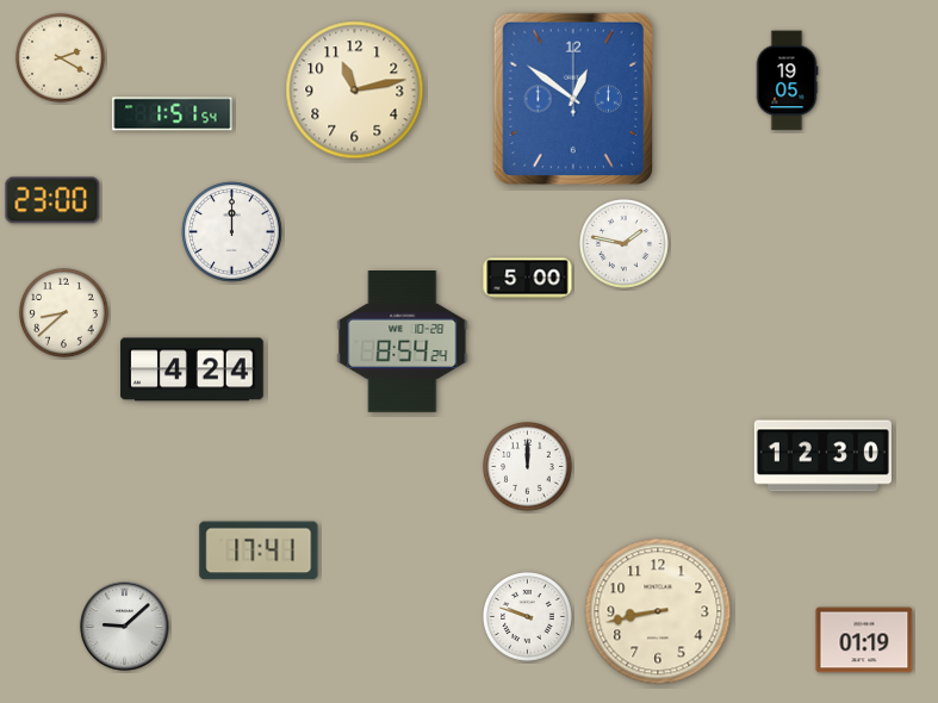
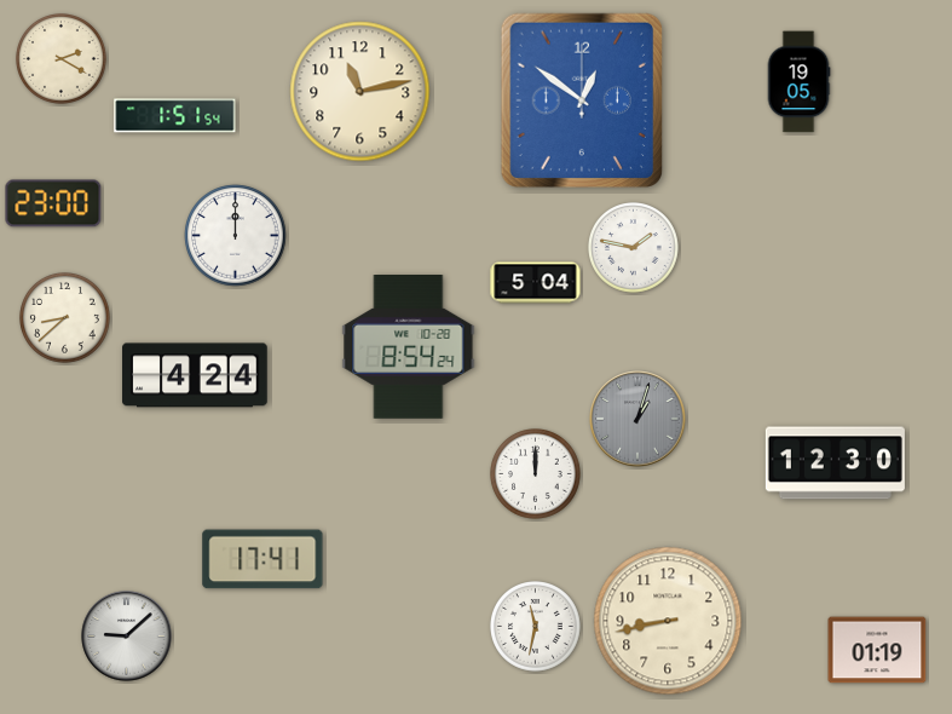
clock at (528, 279): 5:00 -> 5:04
clock at (637, 419): none -> 1:03
clock at (528, 617): 9:48 -> 11:32
